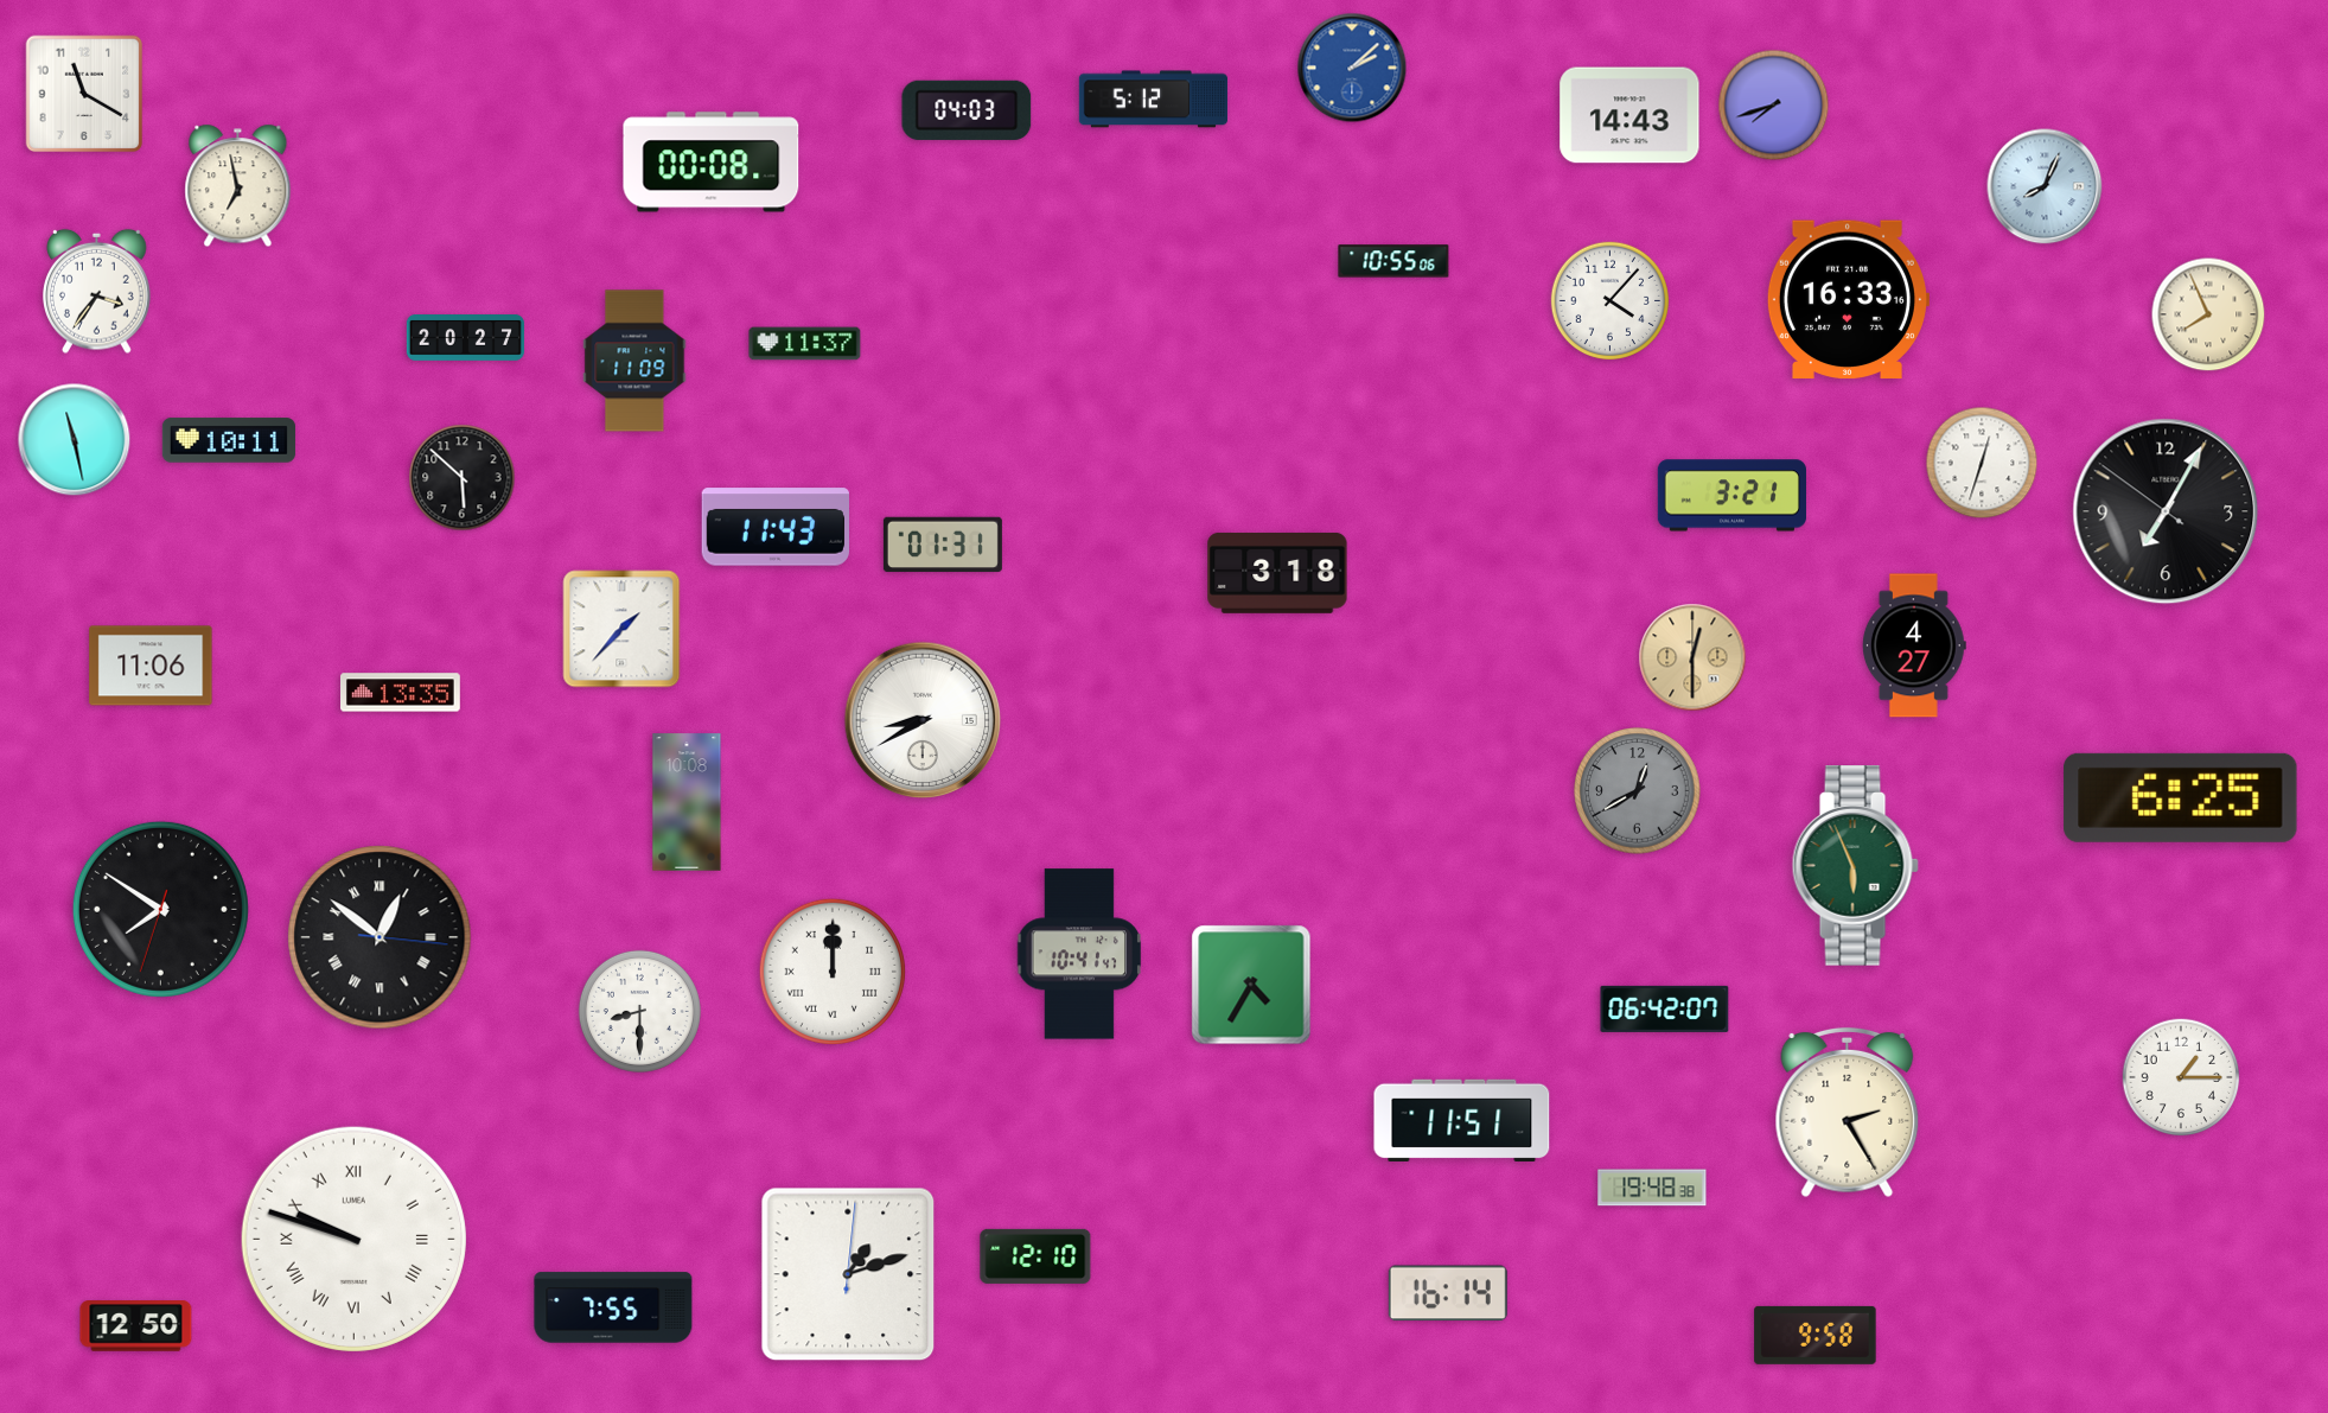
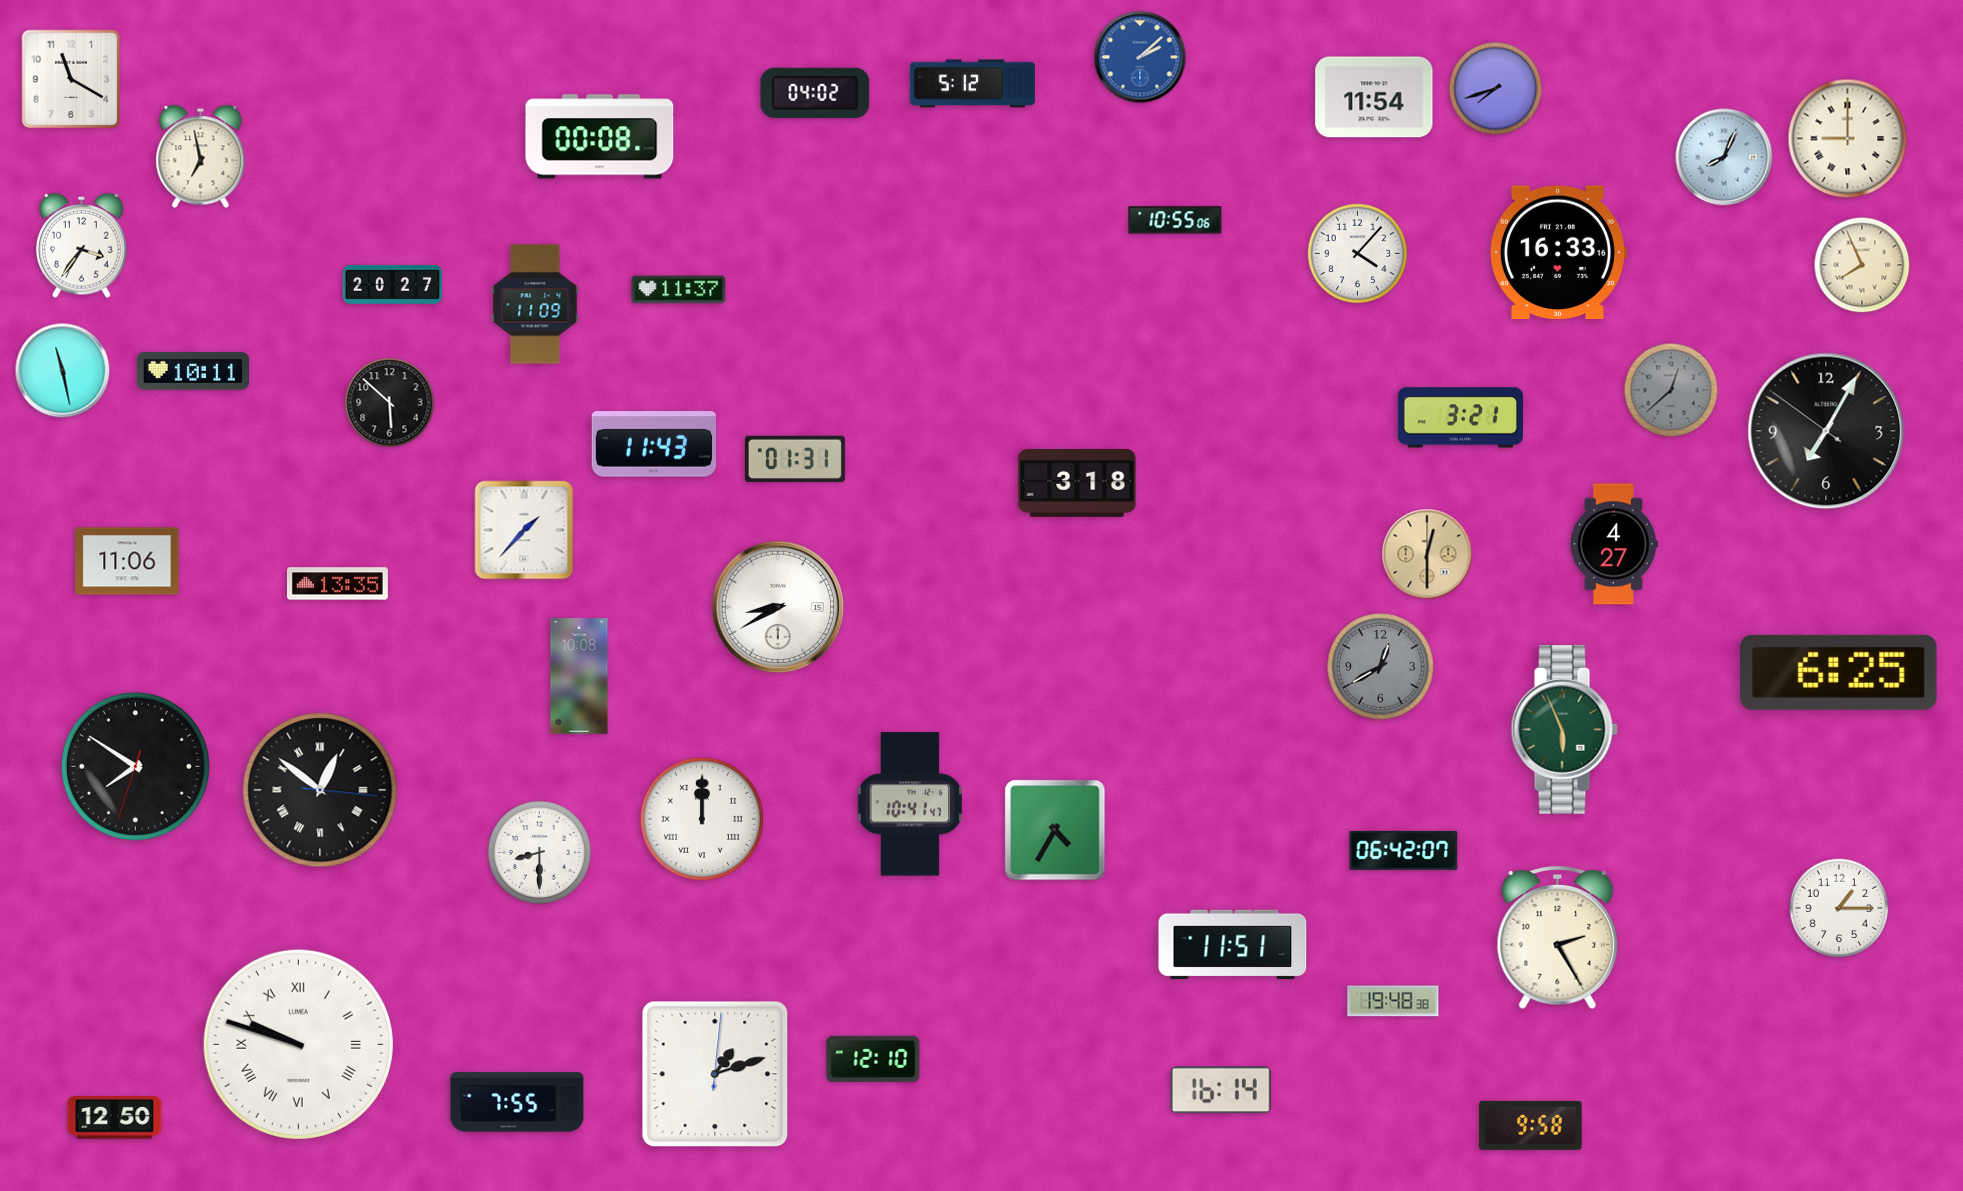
clock at (967, 110): 04:03 -> 04:02
clock at (1629, 115): 14:43 -> 11:54
clock at (1848, 139): none -> 9:00
clock at (1982, 463): 12:33 -> 12:38
clock at (1982, 463) dial: white -> grey
